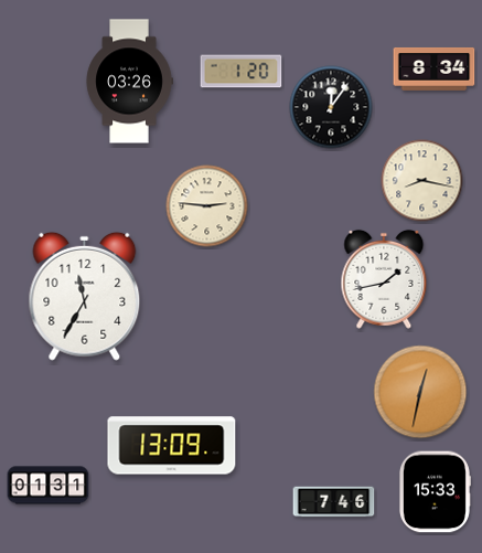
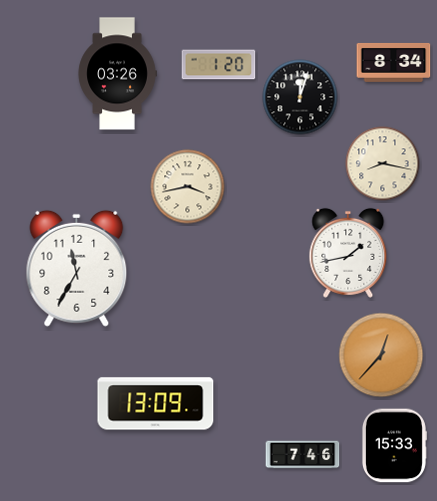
clock at (331, 107): 12:06 -> 12:03
clock at (207, 206): 2:46 -> 3:43
clock at (420, 392): 12:32 -> 12:37
clock at (49, 486): 01:31 -> none
